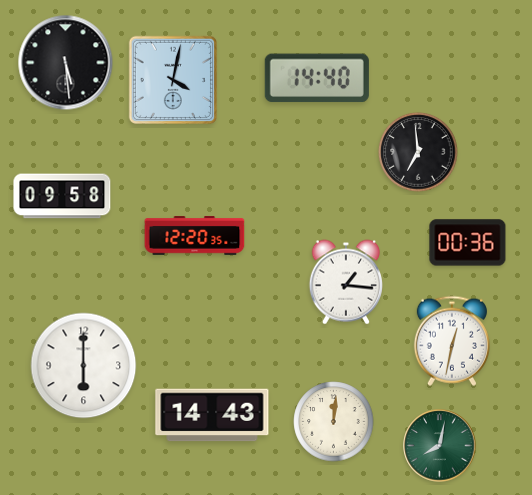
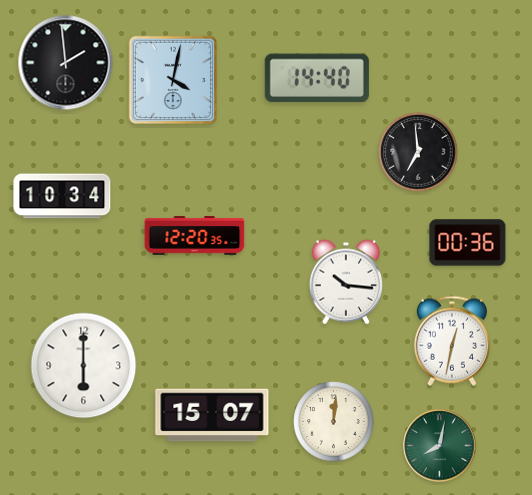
clock at (66, 63): 5:29 -> 1:59
clock at (62, 196): 09:58 -> 10:34
clock at (346, 282): 1:16 -> 10:16
clock at (212, 415): 14:43 -> 15:07
